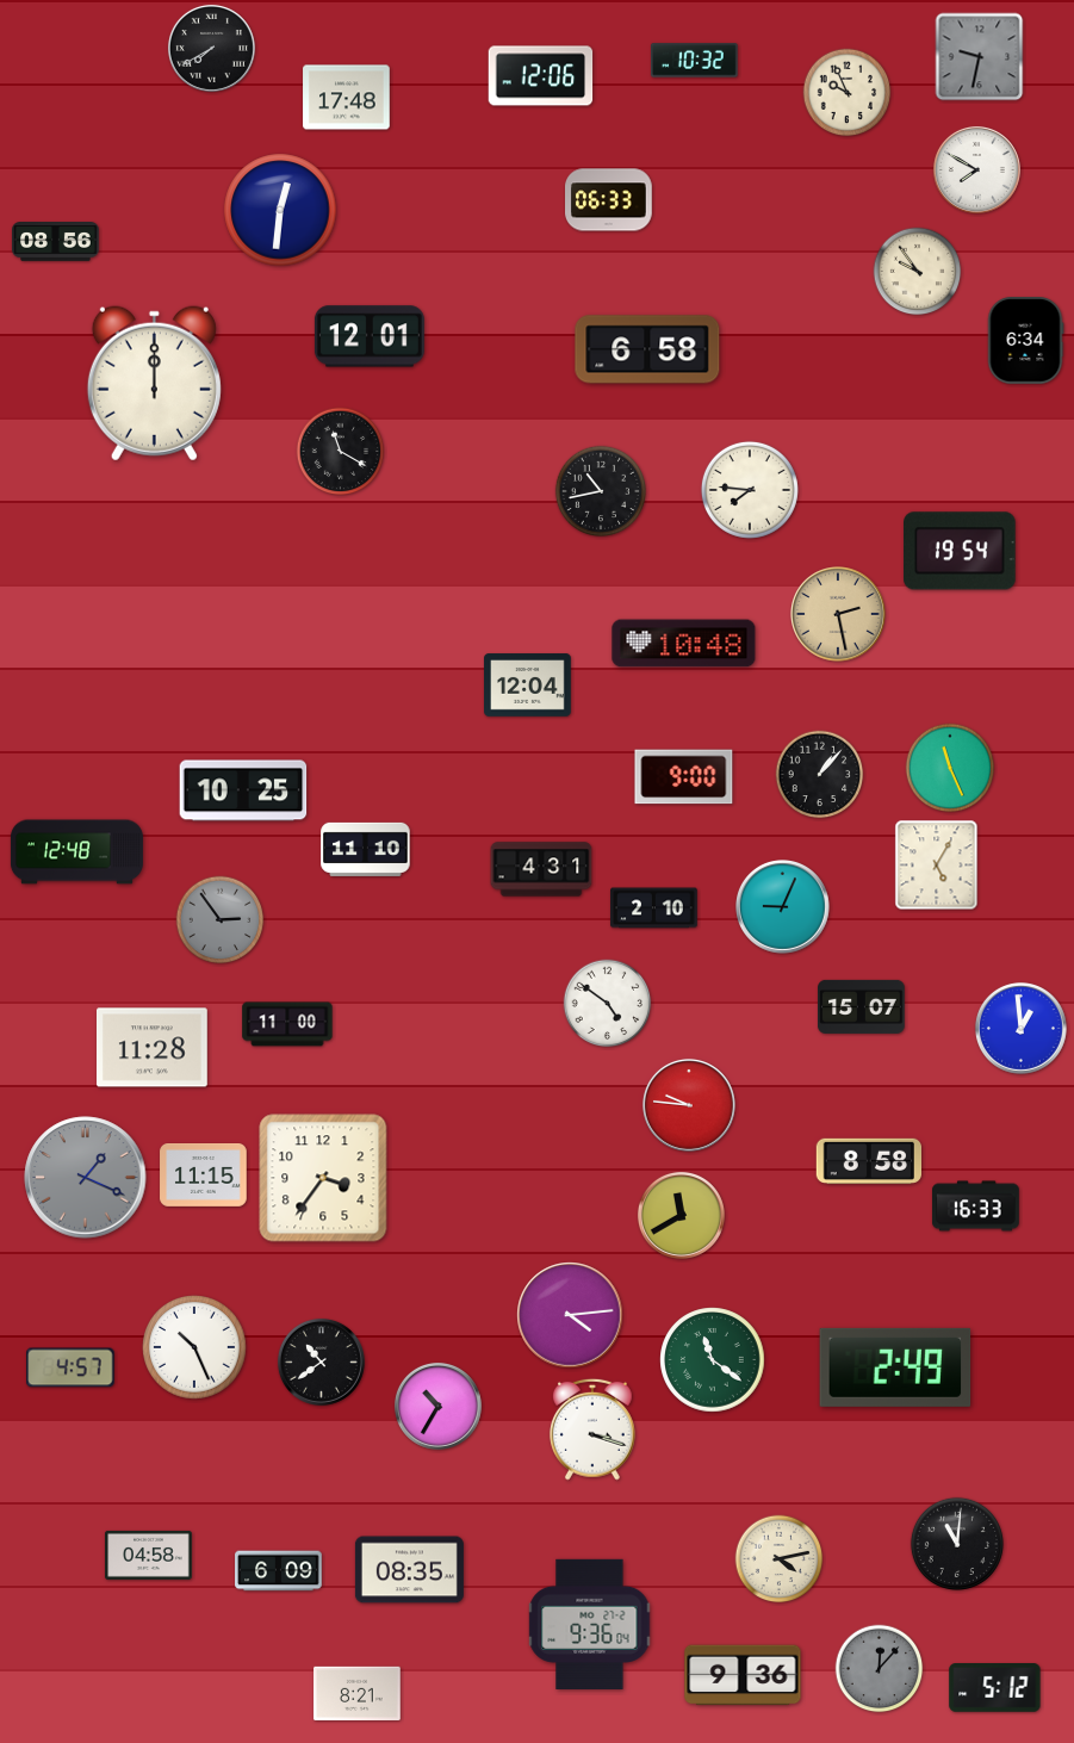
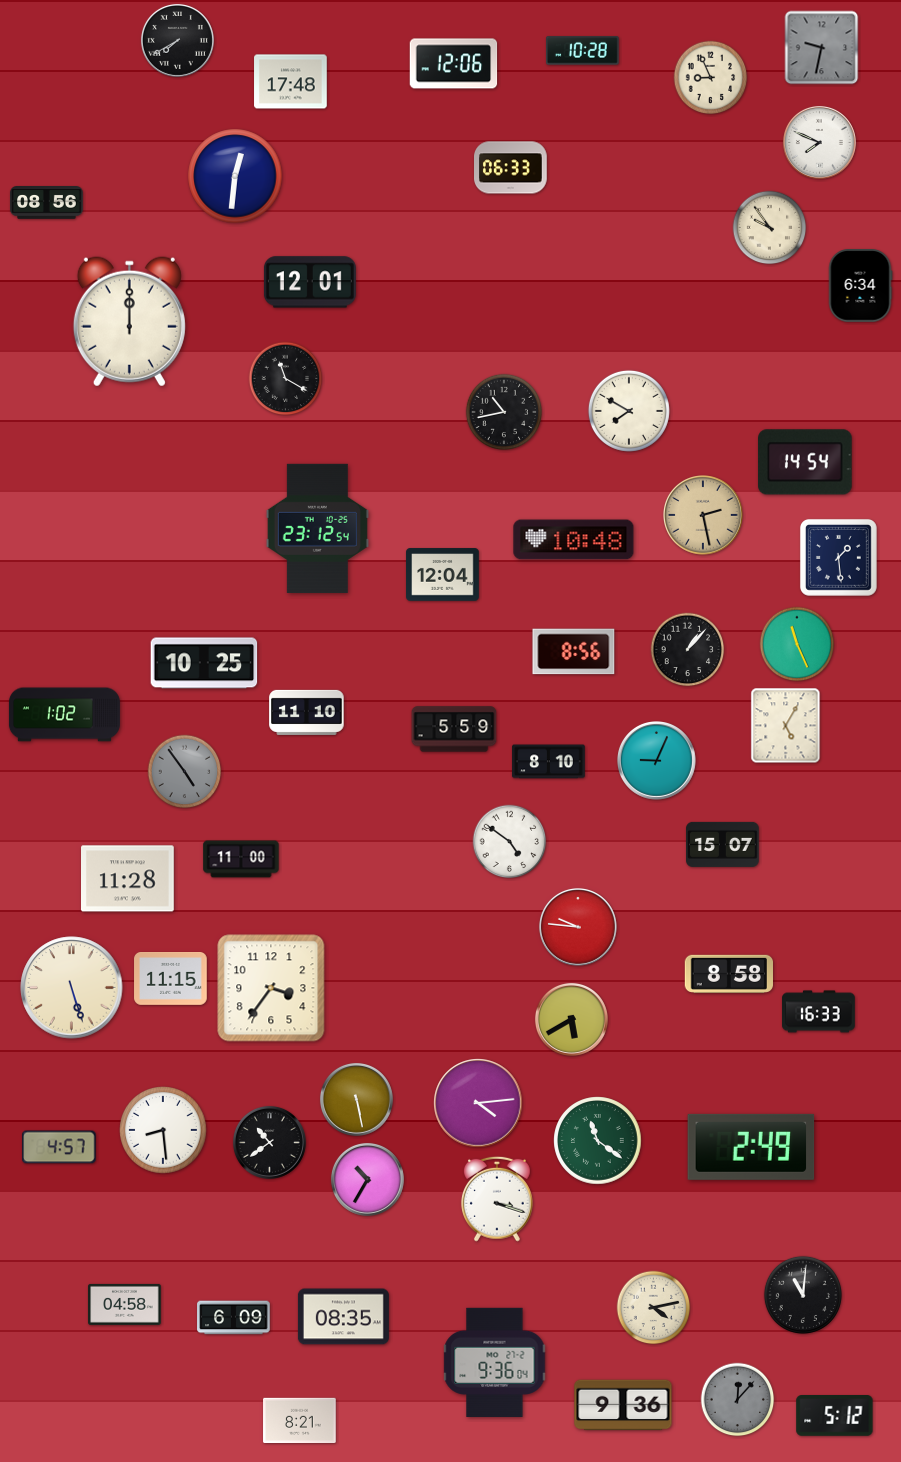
clock at (695, 61): 10:32 -> 10:28
clock at (848, 93): 9:56 -> 8:56
clock at (976, 169): 7:50 -> 7:49
clock at (647, 349): 6:58 -> none
clock at (750, 490): 7:46 -> 7:50
clock at (960, 551): 19:54 -> 14:54
clock at (317, 528): none -> 23:12
clock at (838, 557): none -> 1:29
clock at (684, 777): 9:00 -> 8:56
clock at (76, 852): 12:48 -> 1:02
clock at (541, 869): 4:31 -> 5:59
clock at (654, 908): 2:10 -> 8:10
clock at (221, 920): 2:54 -> 4:54
clock at (1020, 1028): 12:59 -> none
clock at (204, 1176) position: (204, 1176) -> (171, 979)
clock at (86, 1178): 1:19 -> 5:27
clock at (86, 1178) dial: grey -> cream
clock at (681, 1215): 11:40 -> 5:40
clock at (356, 1099): none -> 5:28
clock at (195, 1348): 10:26 -> 8:29
